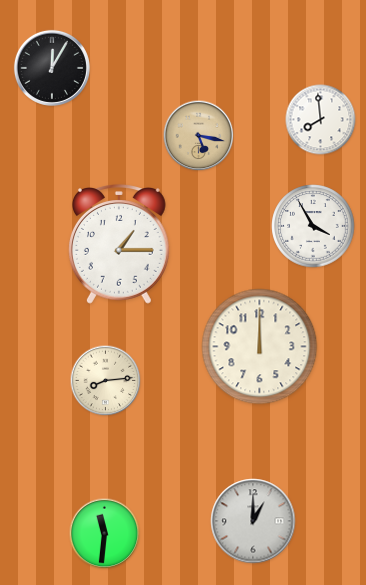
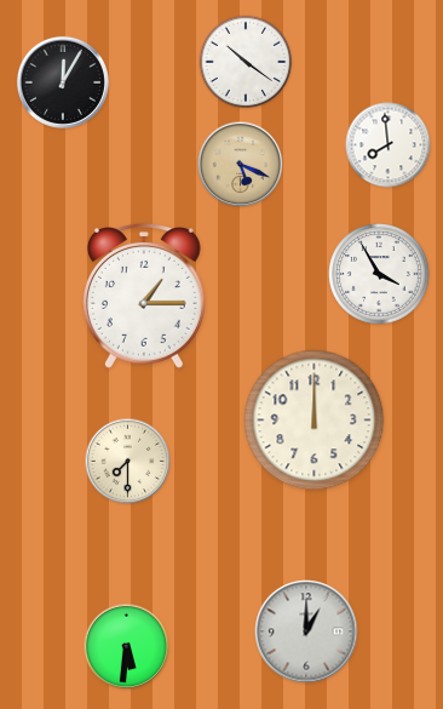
clock at (246, 62): none -> 10:21
clock at (199, 136): 5:17 -> 5:19
clock at (106, 381): 8:14 -> 7:30
clock at (105, 534): 11:31 -> 5:31
